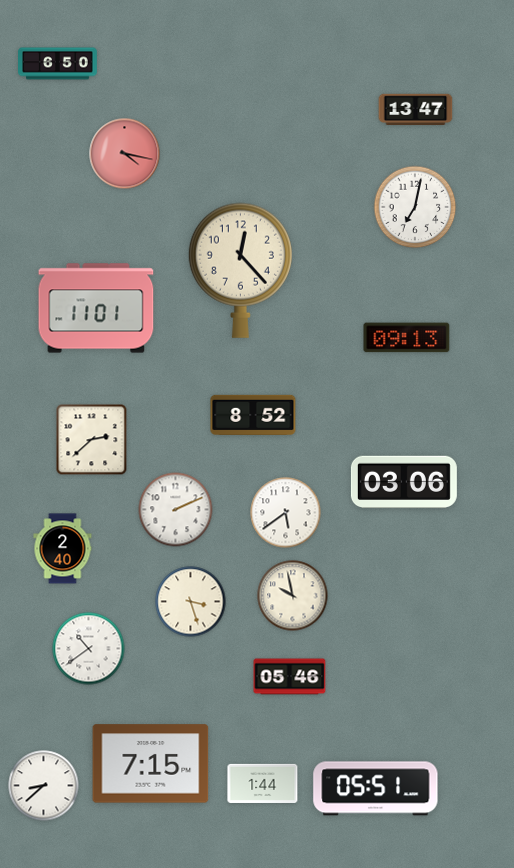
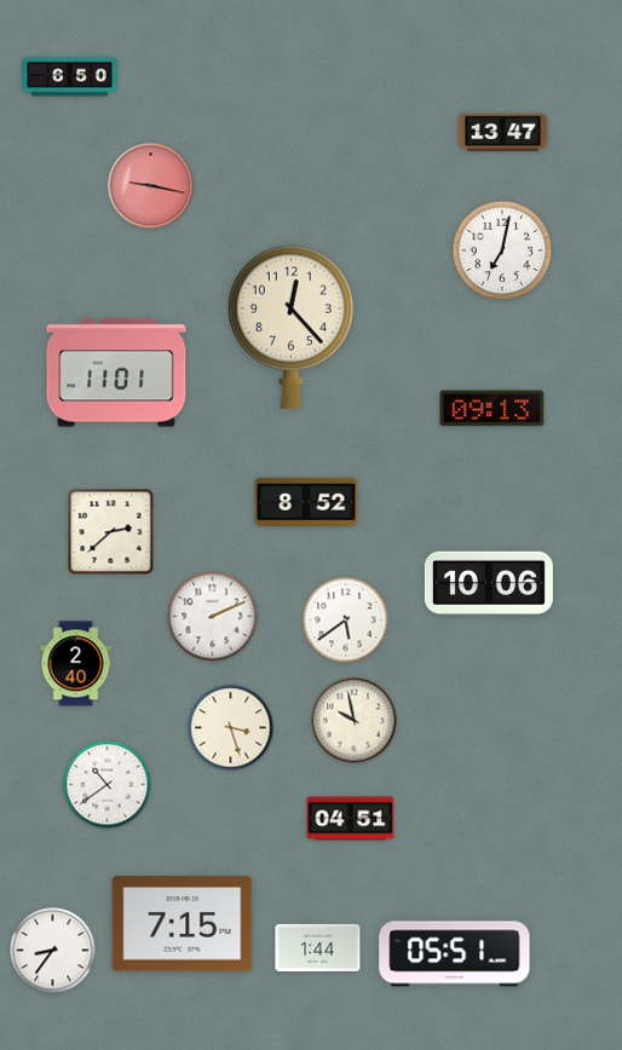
clock at (125, 154): 4:17 -> 9:17
clock at (404, 482): 03:06 -> 10:06
clock at (290, 677): 05:46 -> 04:51
clock at (44, 786): 8:38 -> 8:36
